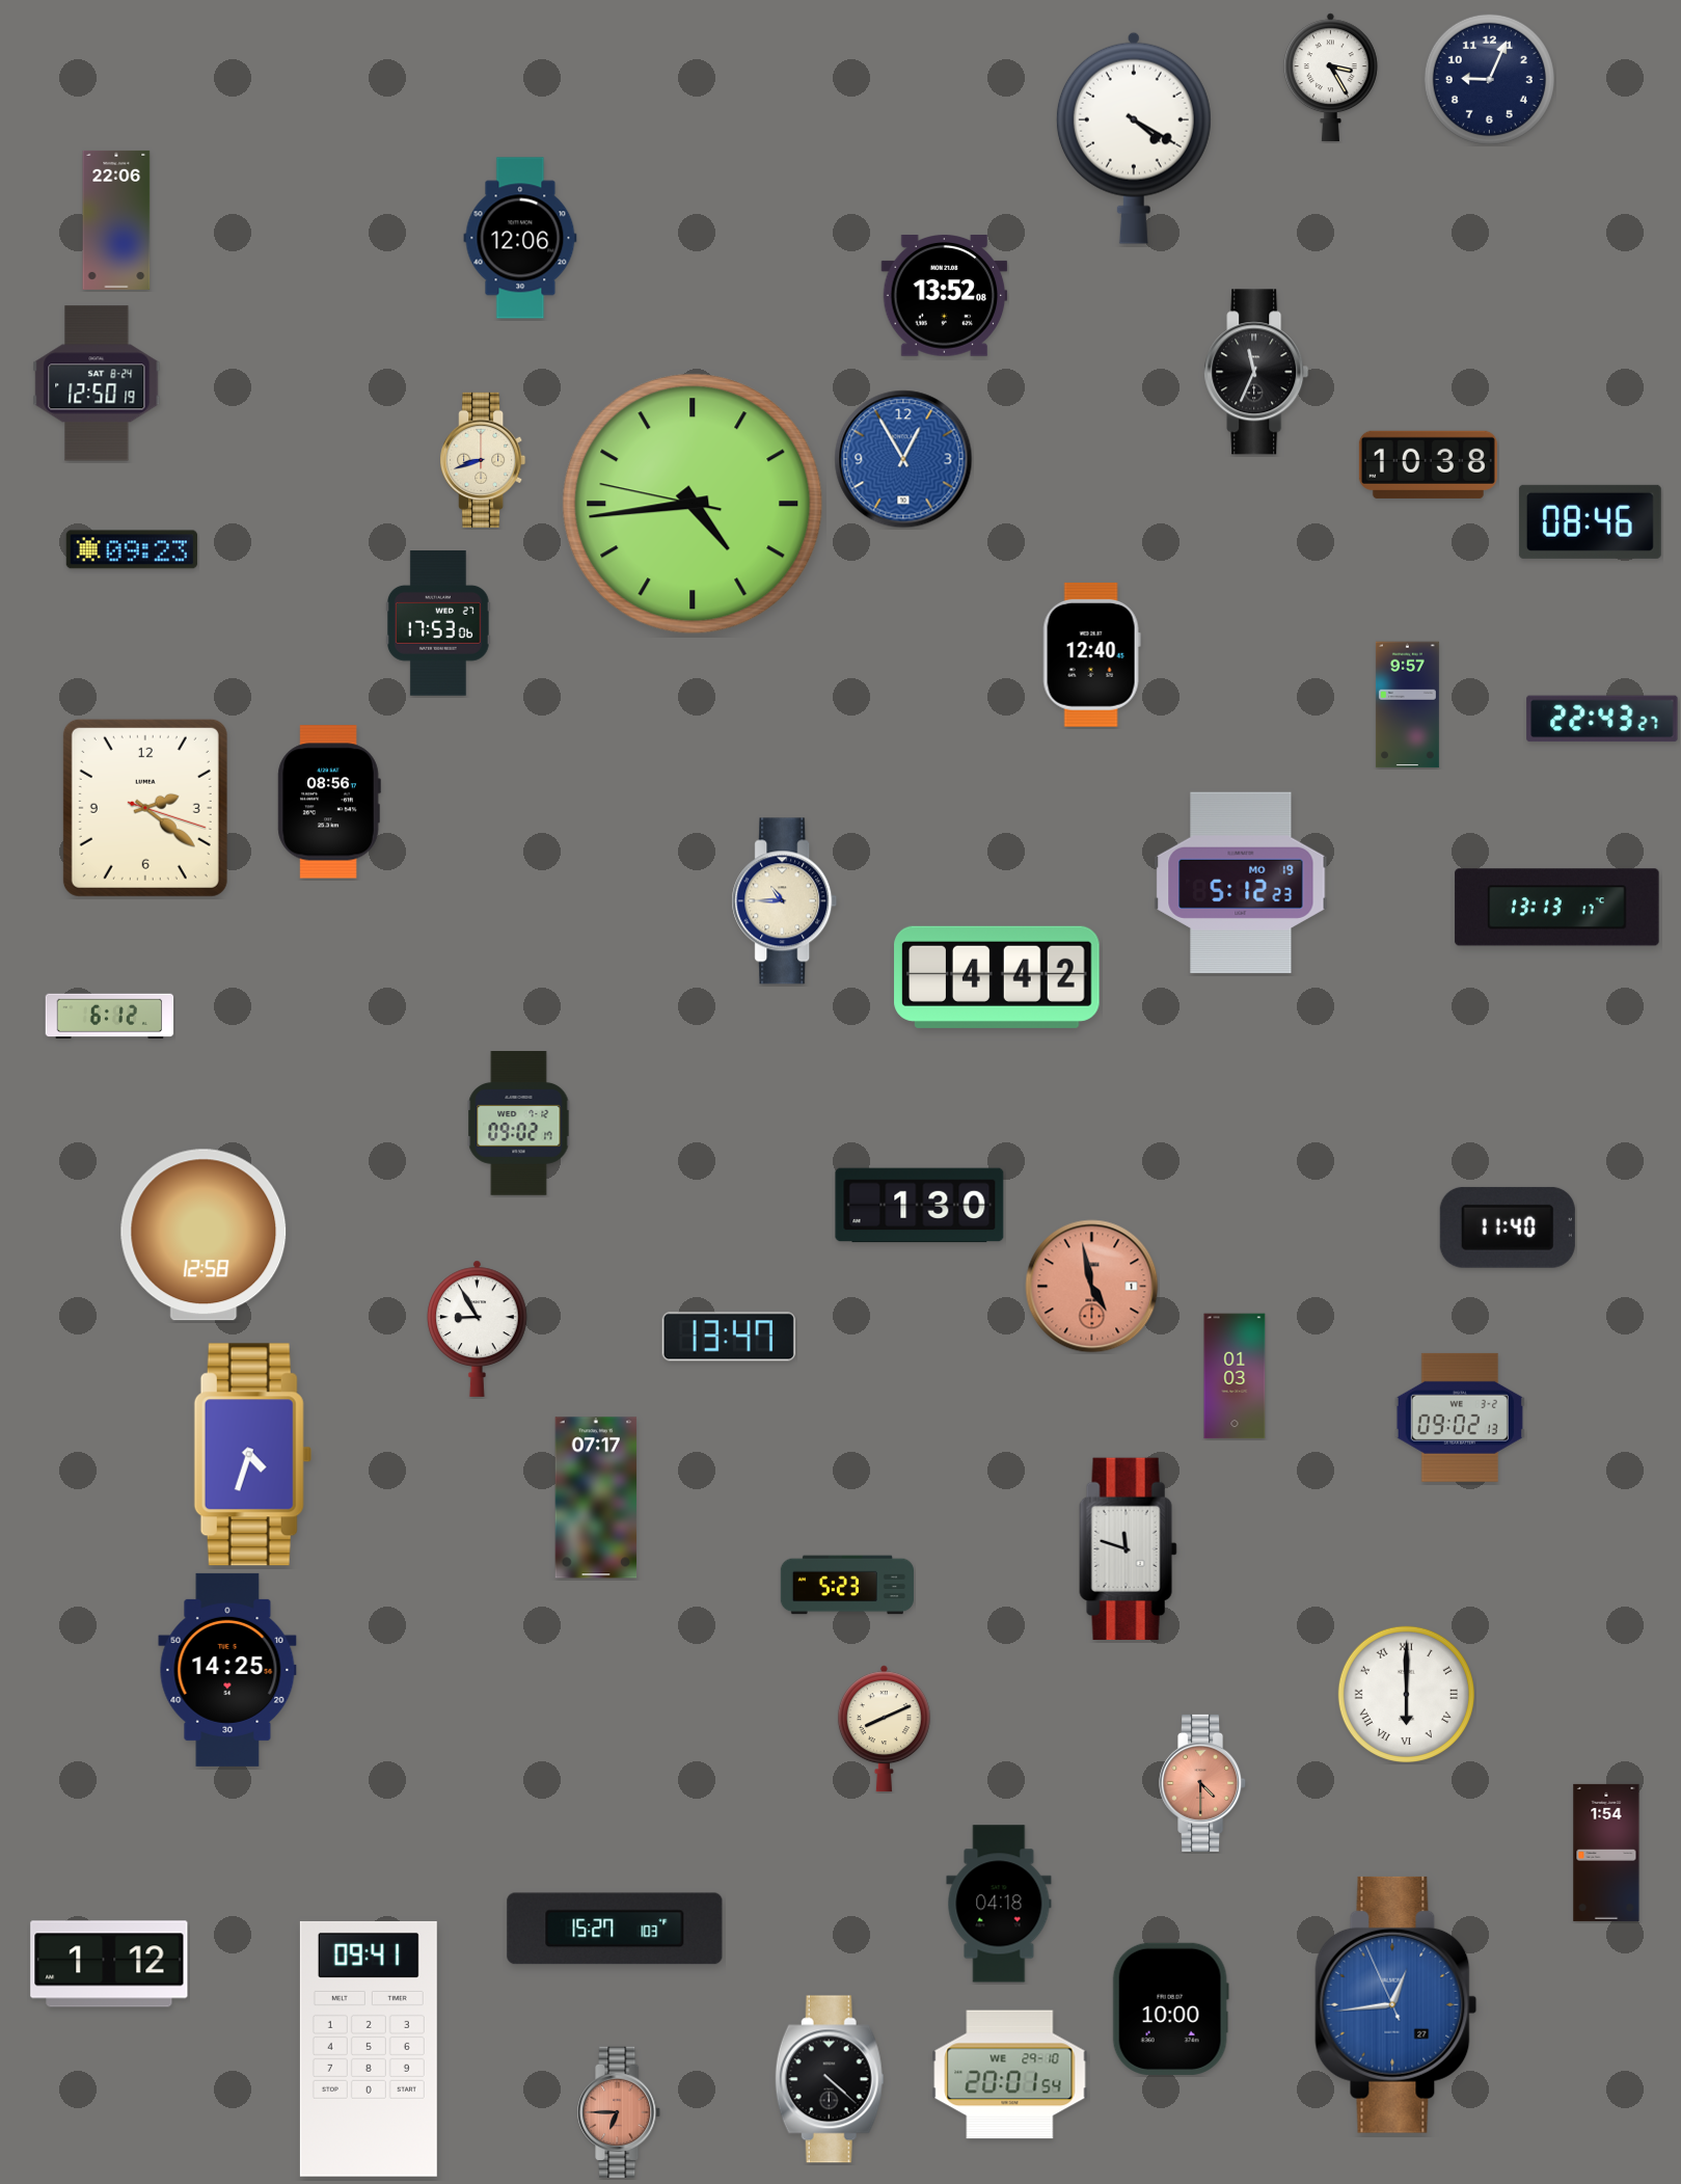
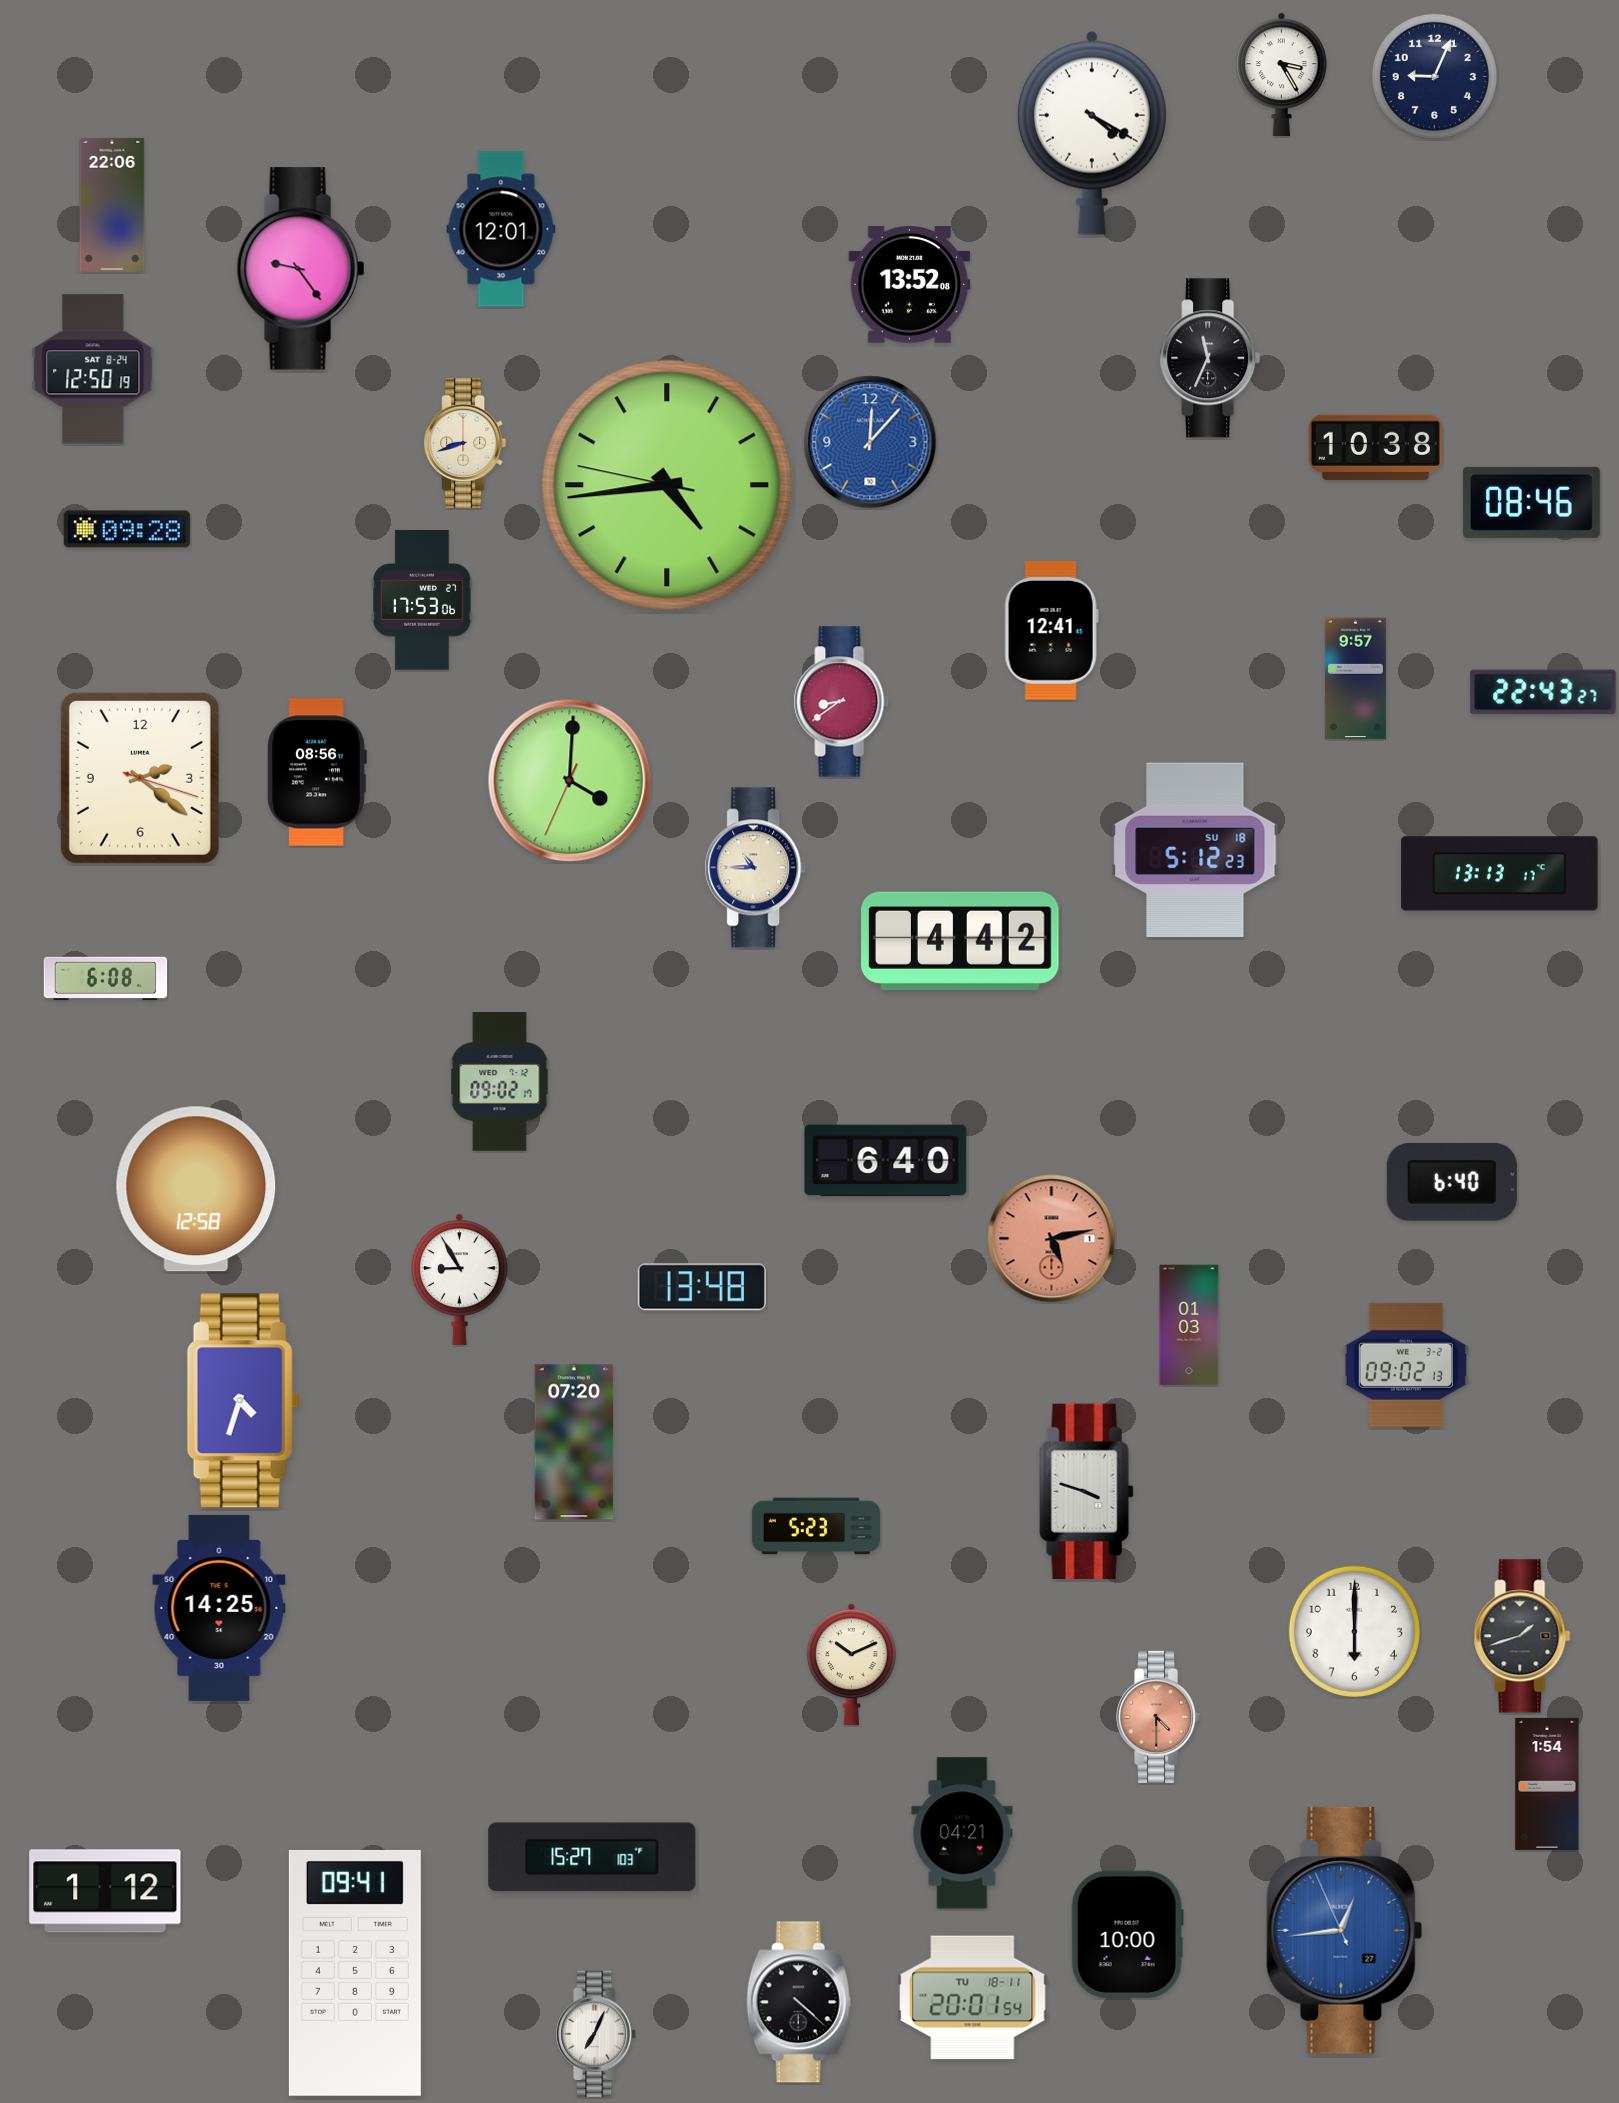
clock at (116, 220) position: (116, 220) -> (112, 205)
clock at (520, 238): 12:06 -> 12:01
clock at (301, 269): none -> 9:24
clock at (903, 459): 12:55 -> 12:07
clock at (131, 549): 09:23 -> 09:28
clock at (1091, 654): 12:40 -> 12:41
clock at (842, 702): none -> 8:39
clock at (570, 781): none -> 4:00
clock at (1241, 883) date: MO 19 -> SU 18
clock at (110, 1017): 6:12 -> 6:08
clock at (920, 1206): 1:30 -> 6:40
clock at (1508, 1228): 11:40 -> 6:40
clock at (1092, 1287): 4:58 -> 5:13
clock at (729, 1337): 13:47 -> 13:48
clock at (596, 1498): 07:17 -> 07:20
clock at (1129, 1549): 11:48 -> 3:48
clock at (1406, 1694) numerals: Roman -> Arabic
clock at (1522, 1636): none -> 1:42
clock at (884, 1729): 8:11 -> 10:11
clock at (999, 1904): 04:18 -> 04:21
clock at (1010, 2075) date: WE 29-10 -> TU 18-11
clock at (620, 2111): 6:45 -> 7:04
clock at (620, 2111) dial: salmon -> white
